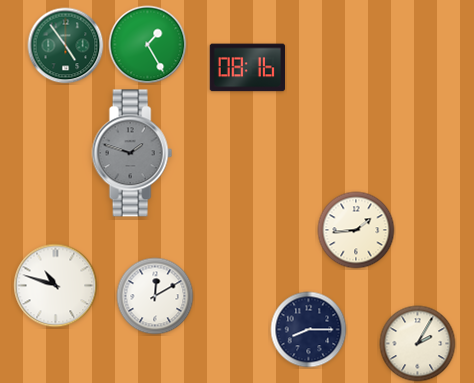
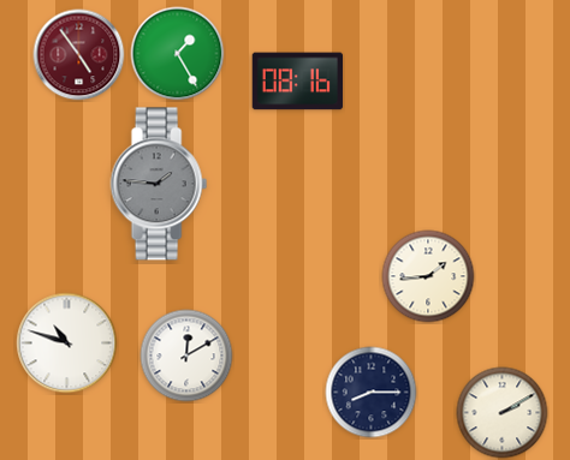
clock at (66, 46) dial: green -> burgundy
clock at (132, 153): 1:48 -> 1:46
clock at (309, 330) position: (309, 330) -> (372, 393)
clock at (418, 344): 2:05 -> 2:10
